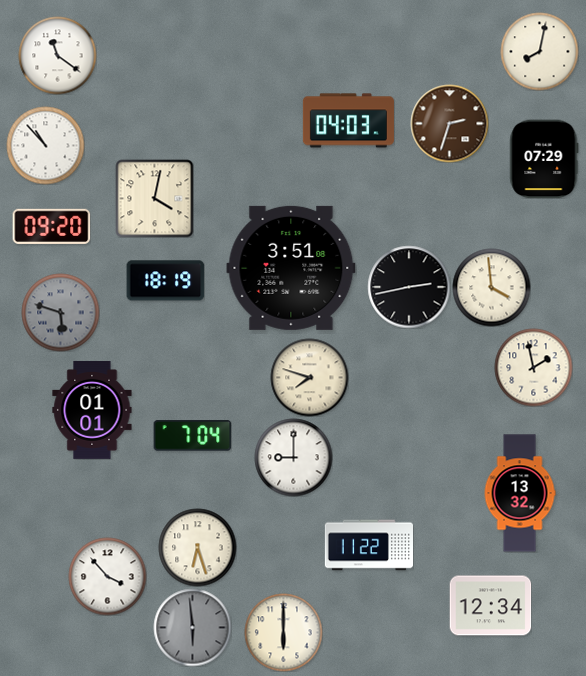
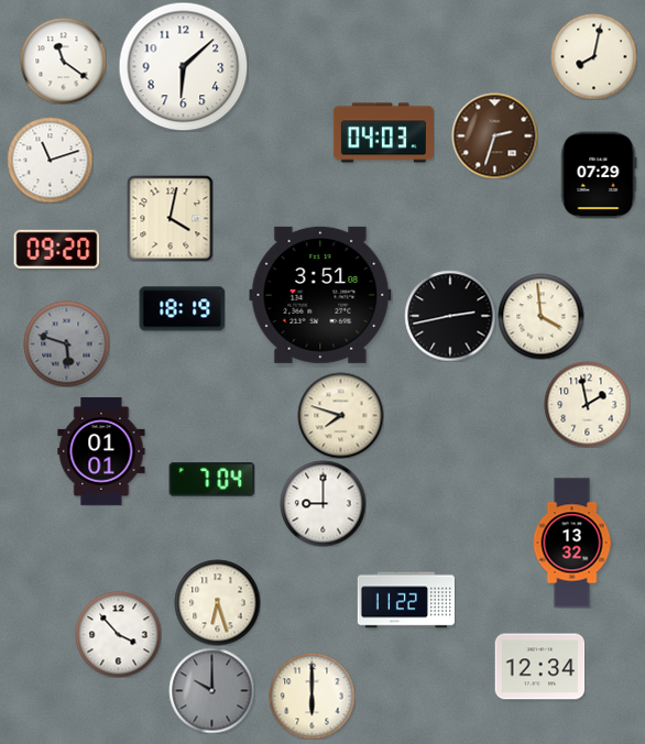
clock at (183, 66): none -> 6:08
clock at (45, 145): 10:53 -> 11:12
clock at (192, 627): 5:59 -> 10:00
